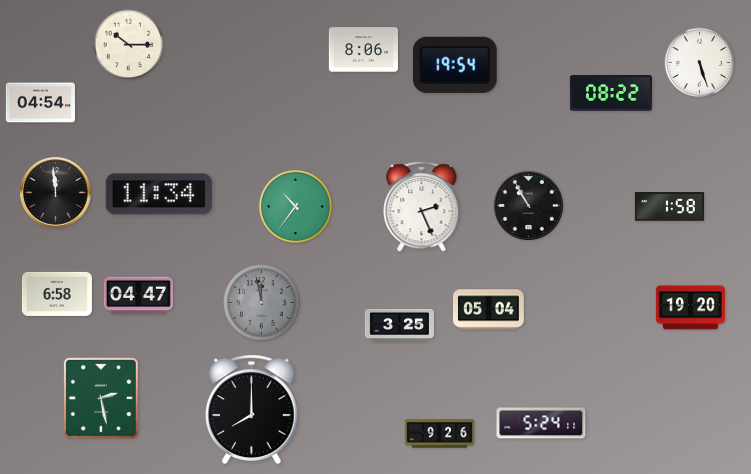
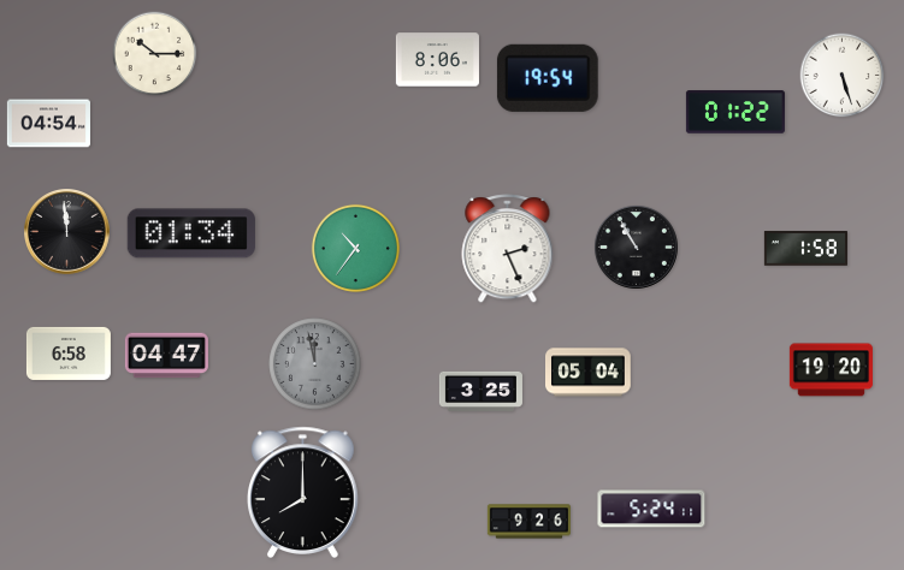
clock at (611, 93): 08:22 -> 01:22
clock at (159, 194): 11:34 -> 01:34
clock at (101, 399): 2:28 -> none
